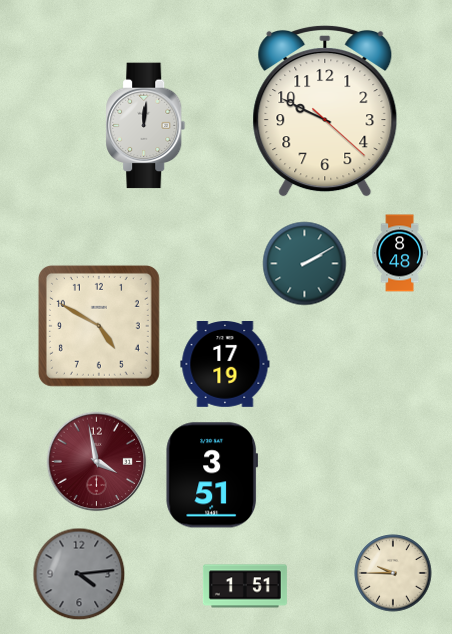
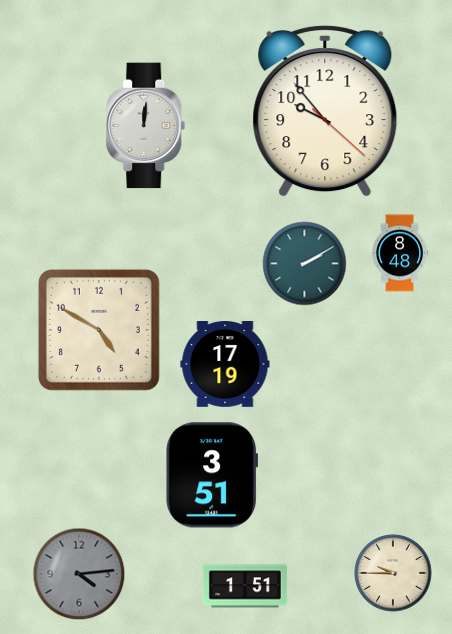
clock at (325, 111): 9:49 -> 9:53
clock at (99, 326) position: (99, 326) -> (99, 330)
clock at (97, 462): 3:58 -> none
